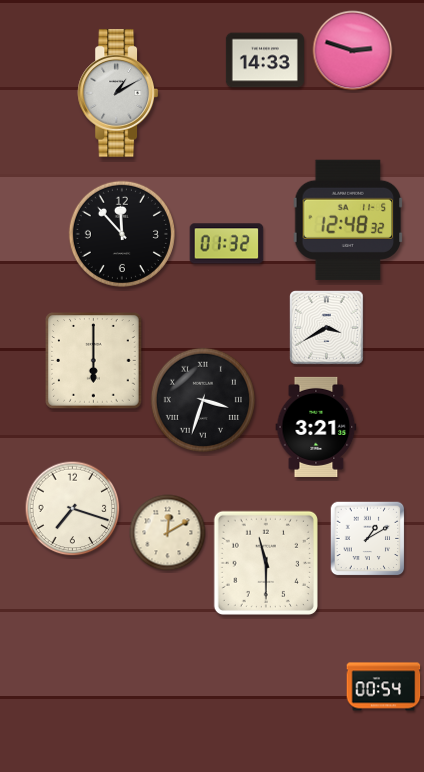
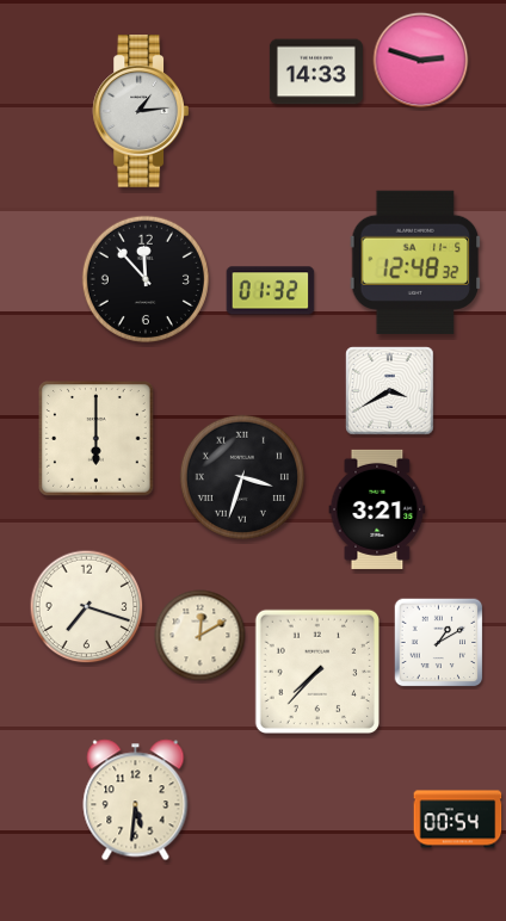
clock at (117, 93): 1:10 -> 1:14
clock at (94, 361) position: (94, 361) -> (97, 439)
clock at (265, 562): 11:30 -> 7:37
clock at (136, 801): none -> 5:31
